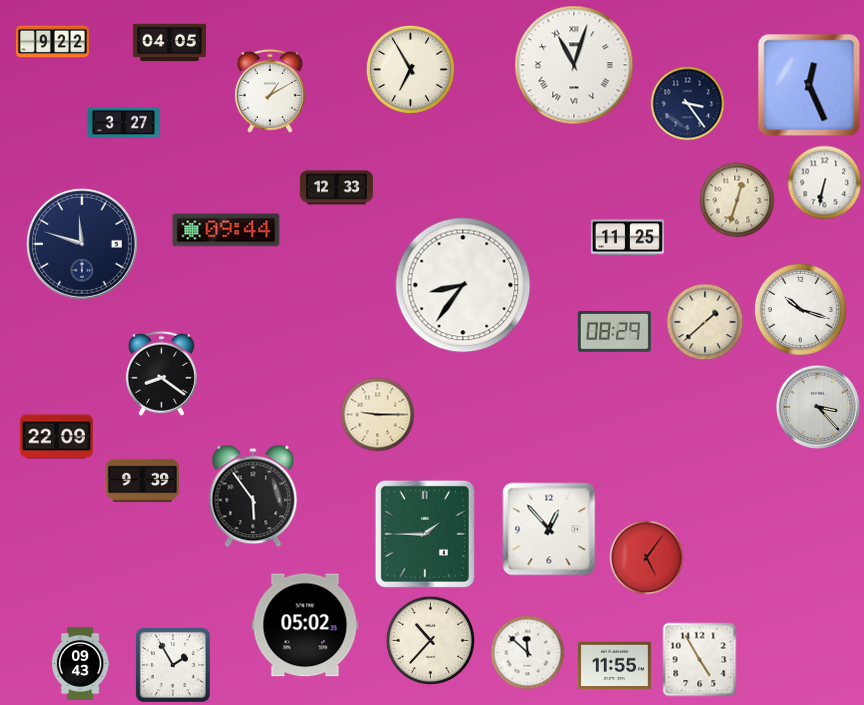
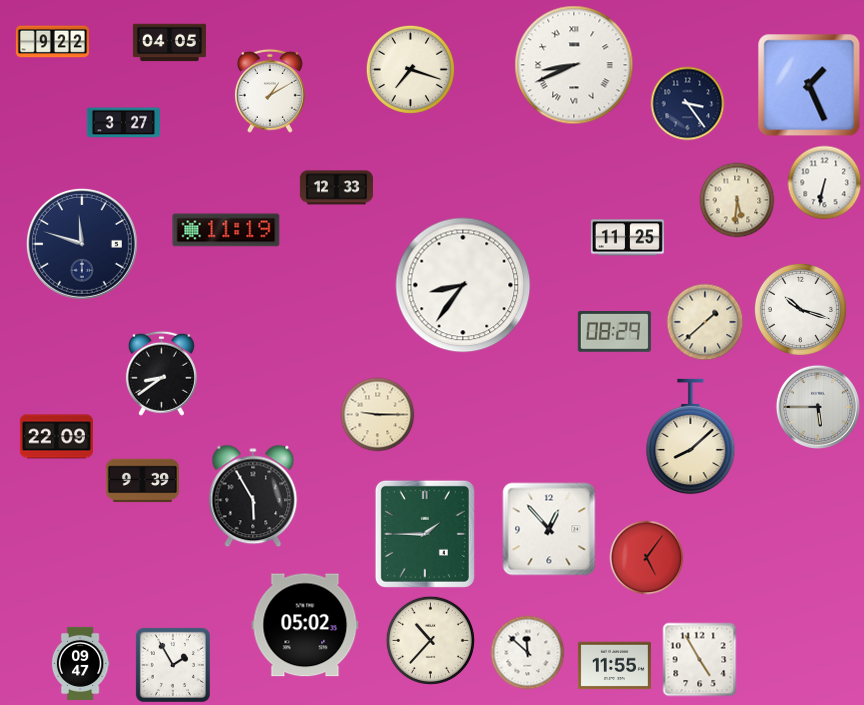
clock at (574, 65): 11:03 -> 8:41
clock at (410, 69): 6:55 -> 7:18
clock at (809, 85): 12:26 -> 1:26
clock at (737, 200): 12:33 -> 5:31
clock at (226, 230): 09:44 -> 11:19
clock at (161, 373): 8:21 -> 8:39
clock at (818, 407): 3:23 -> 5:45
clock at (691, 437): none -> 8:08
clock at (253, 496): 5:54 -> 5:55
clock at (80, 663): 09:43 -> 09:47
